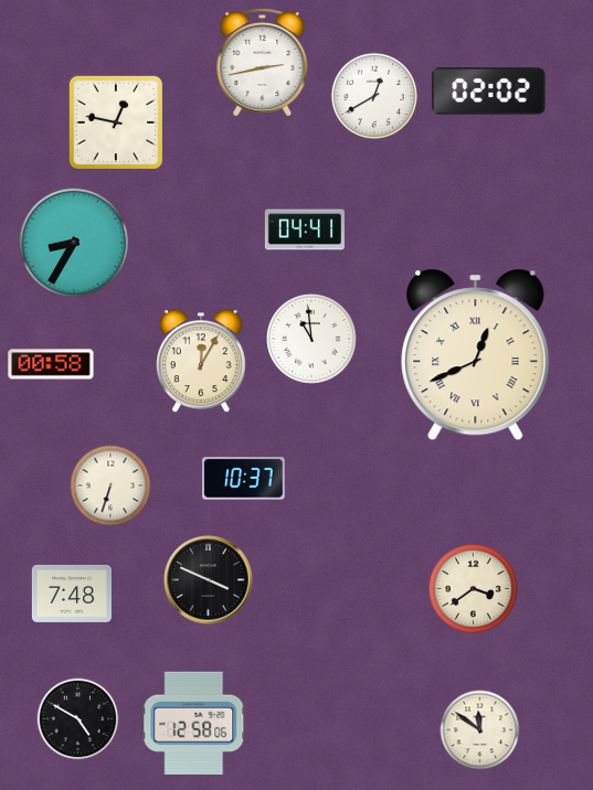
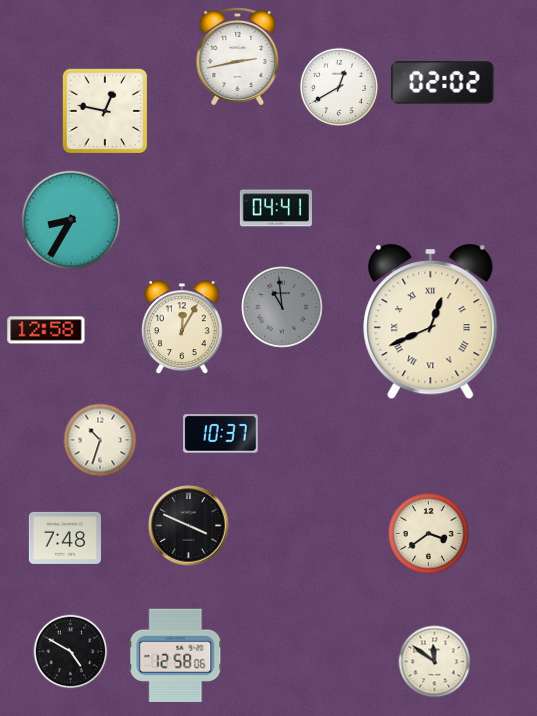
clock at (73, 242) position: (73, 242) -> (70, 219)
clock at (311, 339) dial: white -> grey
clock at (51, 364): 00:58 -> 12:58
clock at (110, 485): 6:33 -> 10:33
